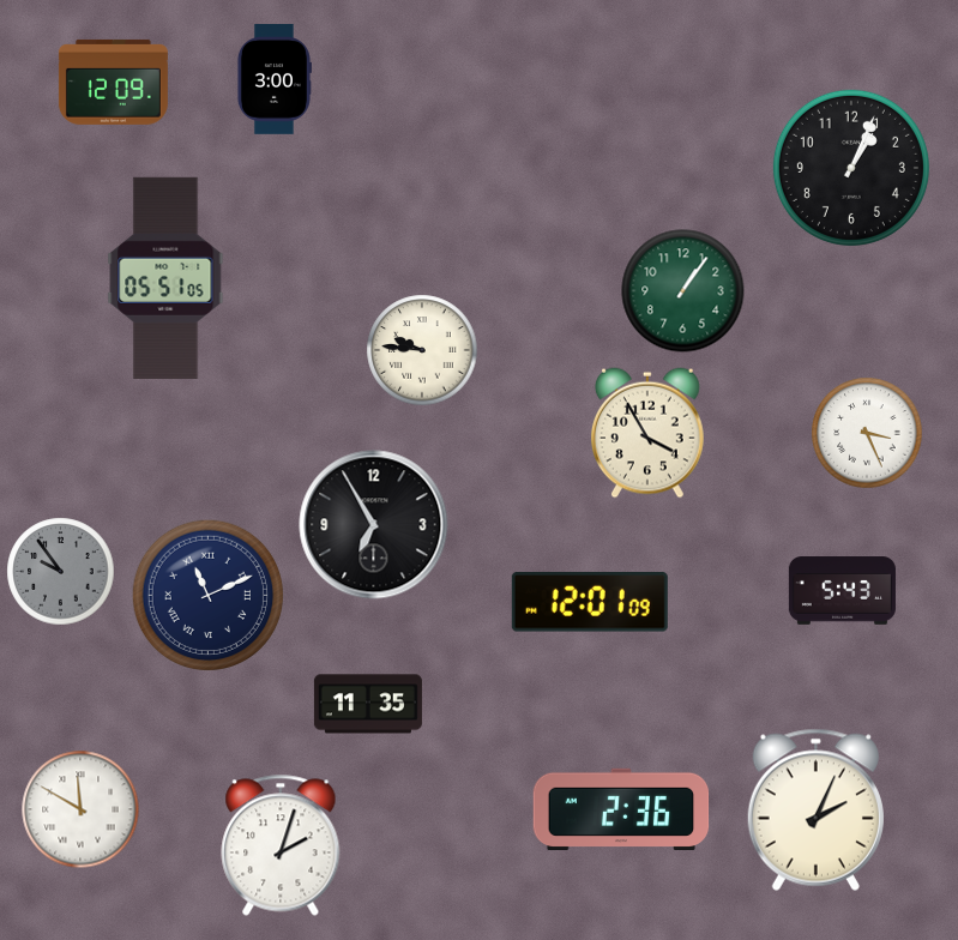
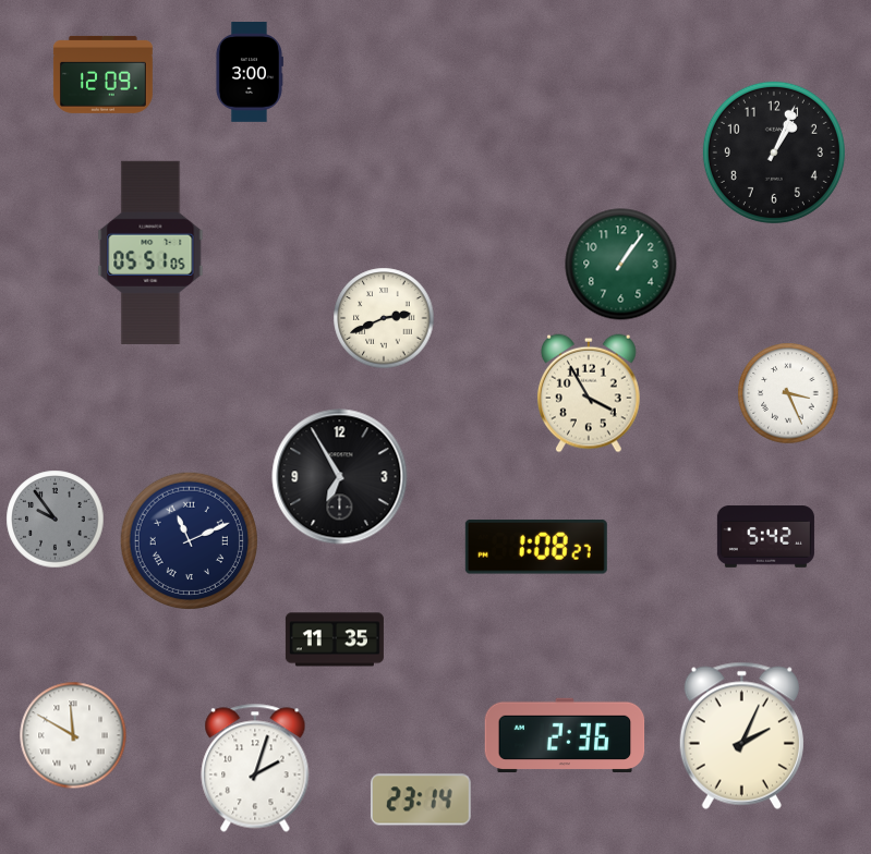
clock at (422, 350): 9:46 -> 2:41
clock at (842, 591): 5:43 -> 5:42
clock at (590, 602): 12:01 -> 1:08
clock at (421, 800): none -> 23:14
